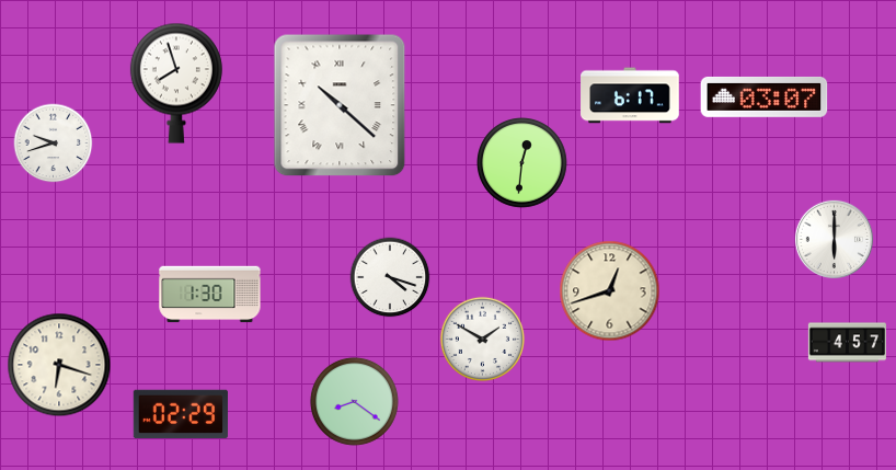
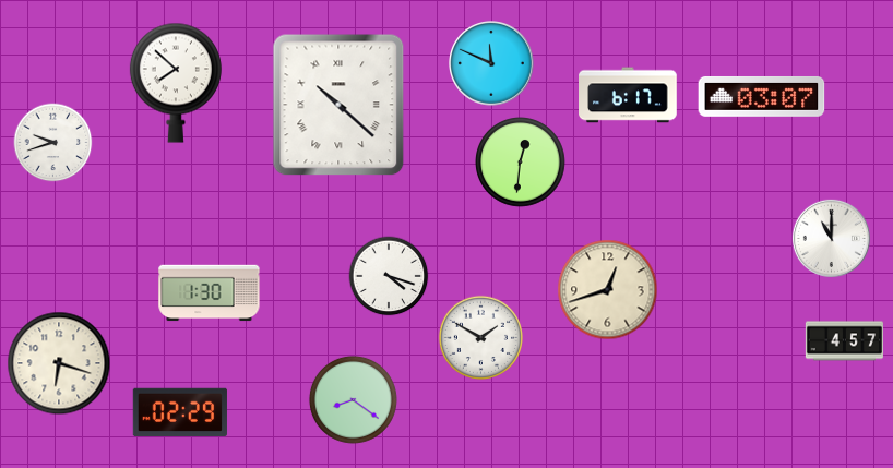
clock at (492, 64): none -> 11:49
clock at (176, 83): 7:57 -> 7:52
clock at (834, 239): 6:00 -> 11:00
